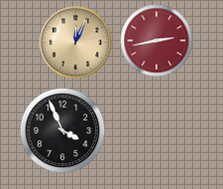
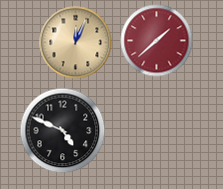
clock at (157, 41): 2:43 -> 1:38
clock at (63, 131): 3:56 -> 4:49
